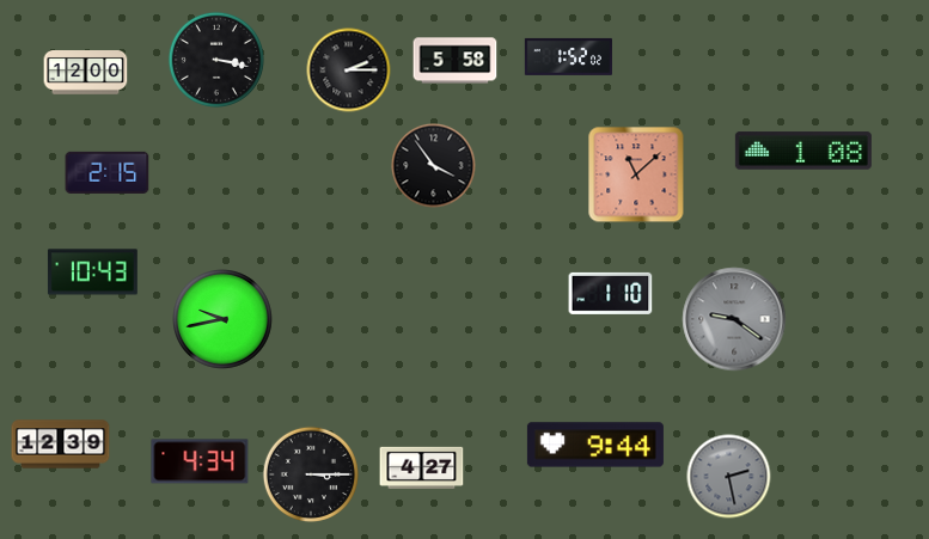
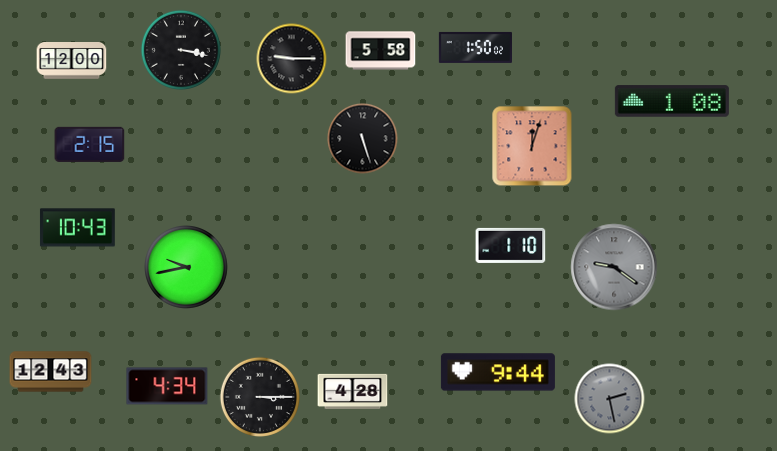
clock at (568, 56): 1:52 -> 1:50
clock at (349, 71): 2:15 -> 9:15
clock at (803, 151) position: (803, 151) -> (672, 101)
clock at (434, 166): 3:54 -> 5:27
clock at (636, 174): 11:08 -> 12:03
clock at (61, 445): 12:39 -> 12:43
clock at (422, 467): 4:27 -> 4:28
